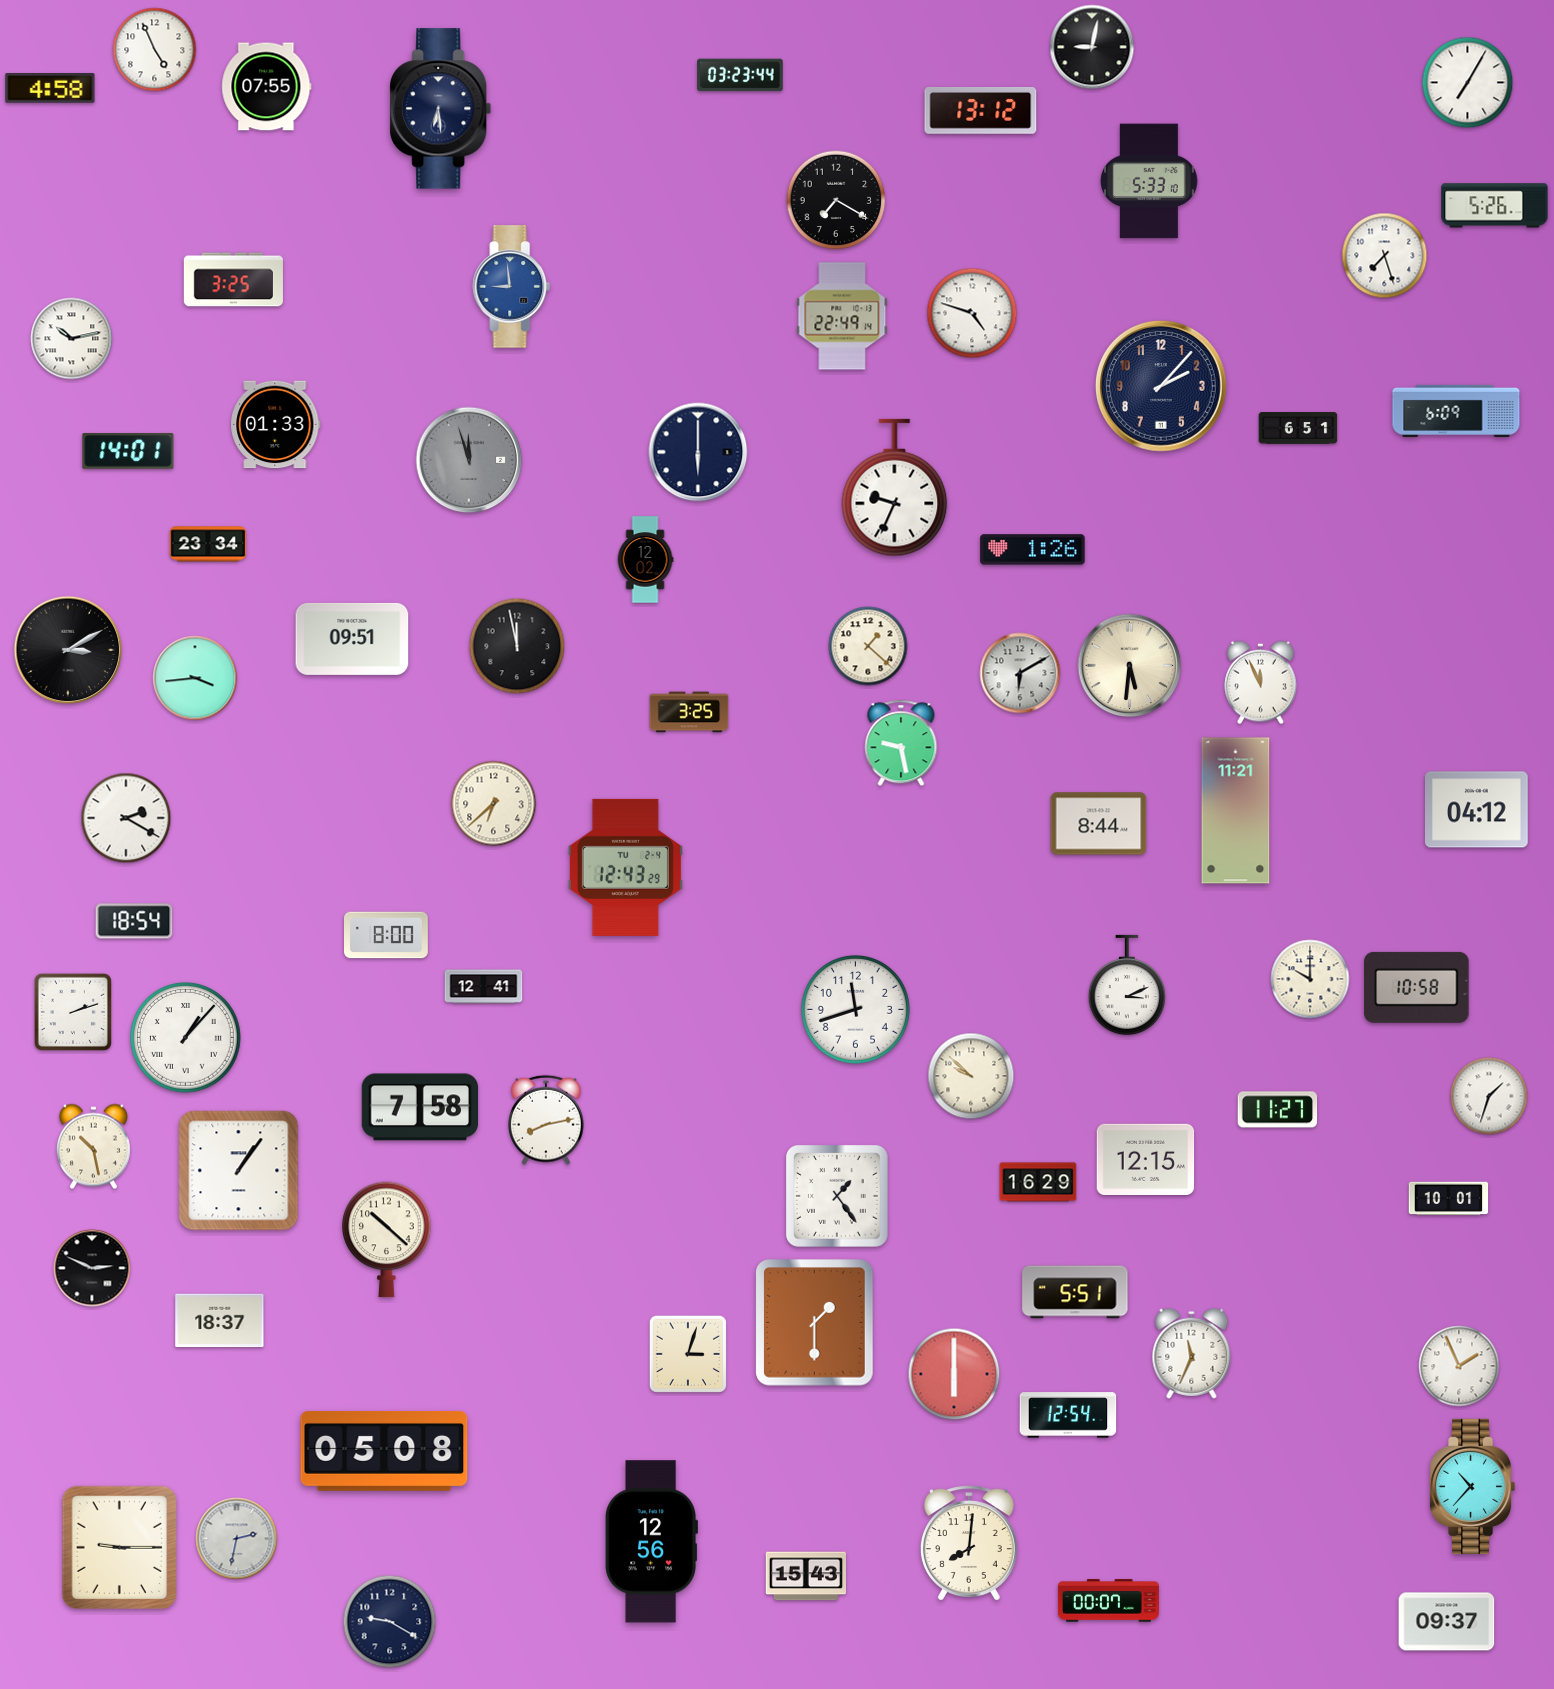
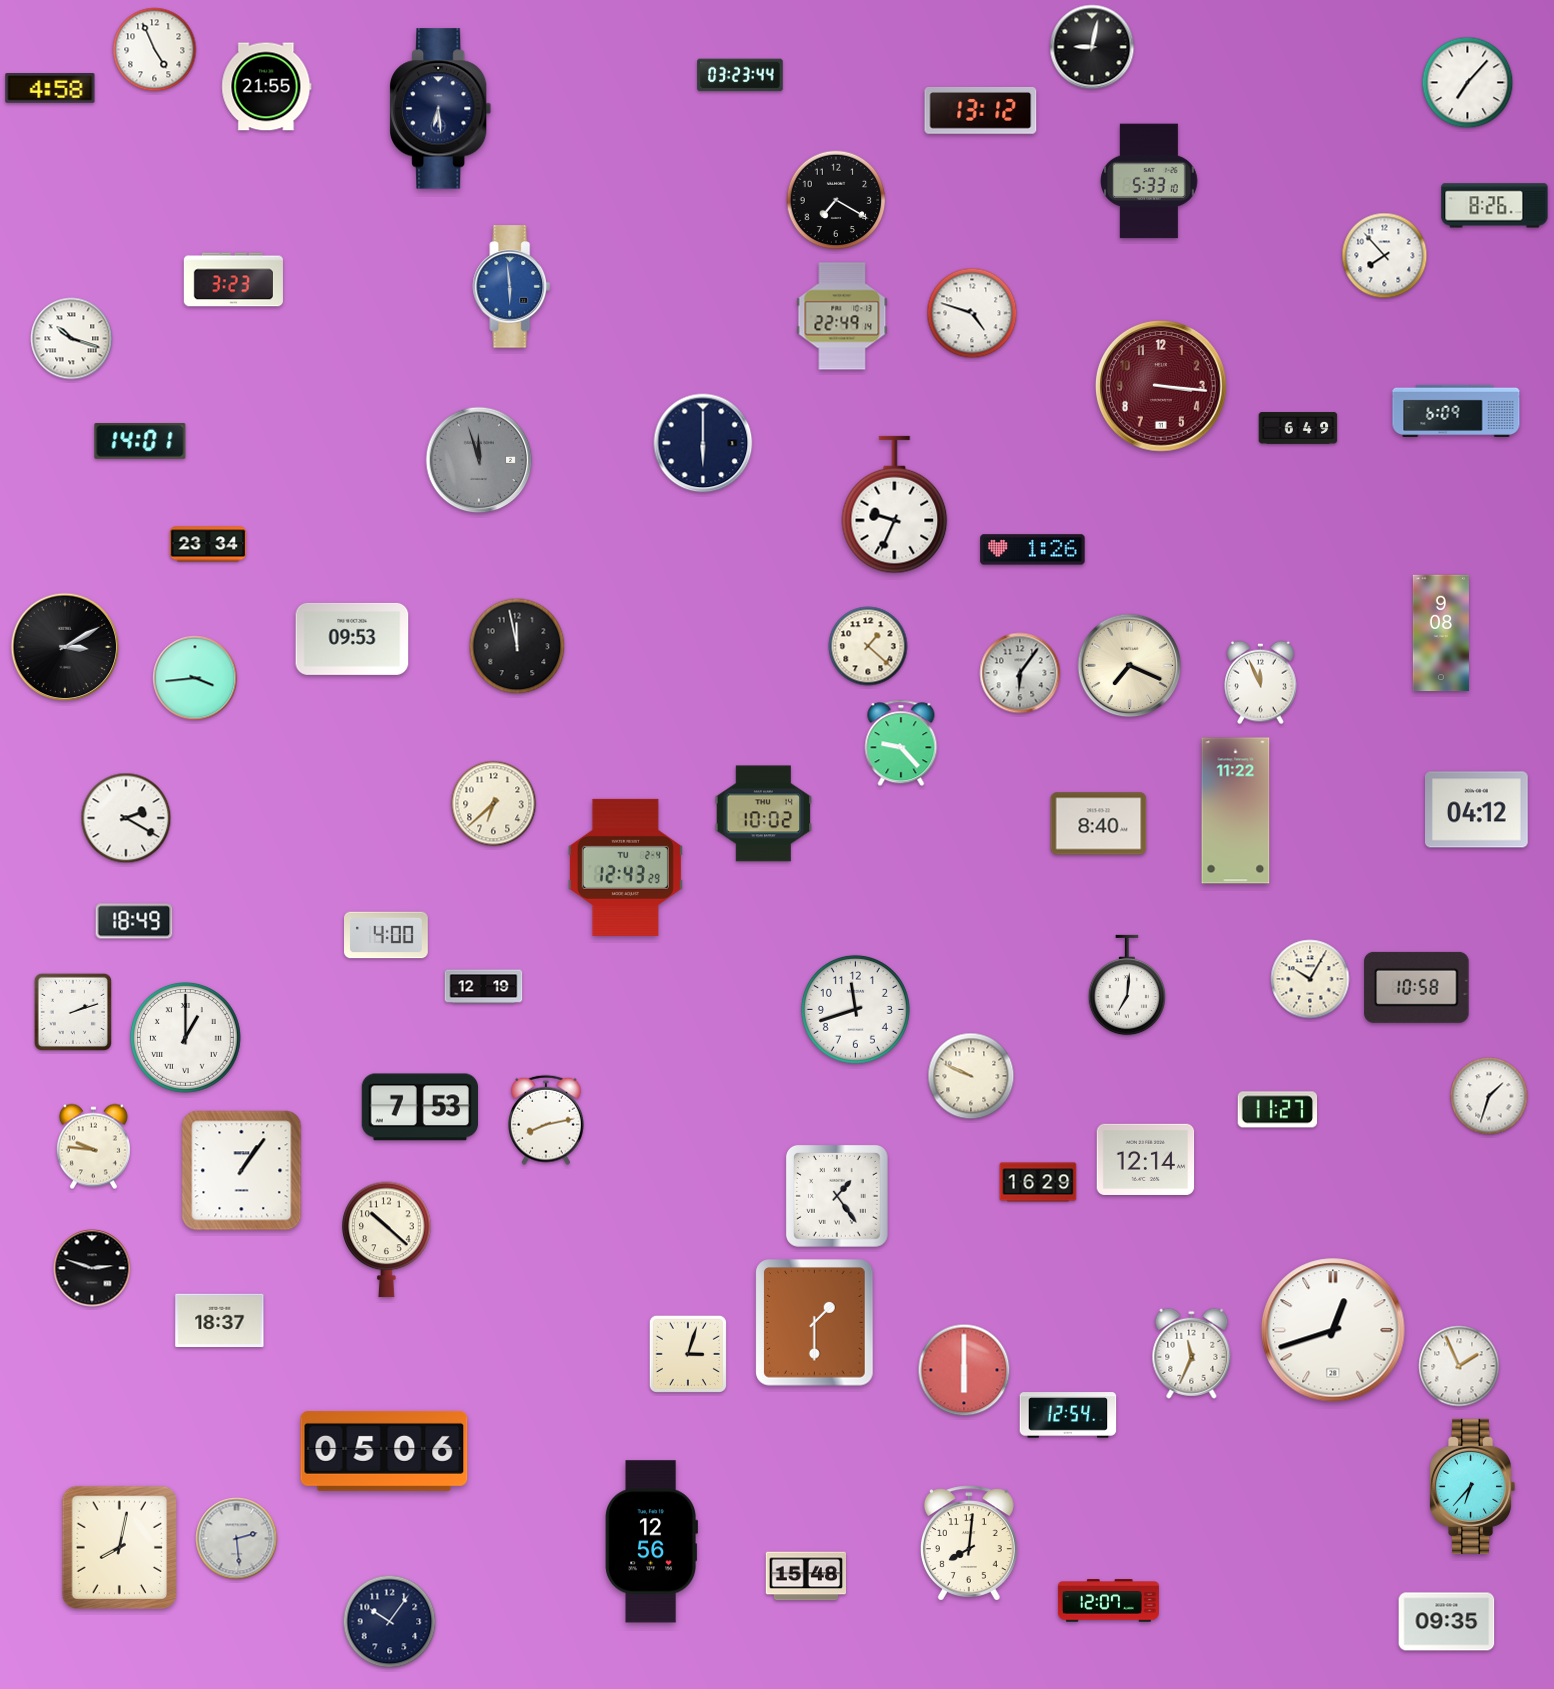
clock at (1468, 83): 7:05 -> 7:07
clock at (267, 87): 07:55 -> 21:55
clock at (1495, 206): 5:26 -> 8:26
clock at (1385, 256): 7:27 -> 7:53
clock at (233, 280): 3:25 -> 3:23
clock at (512, 287): 8:59 -> 5:59
clock at (72, 339): 10:13 -> 10:18
clock at (1161, 386): 2:07 -> 3:16
clock at (1161, 386) dial: navy -> burgundy
clock at (276, 425): 01:33 -> none
clock at (1298, 428): 6:51 -> 6:49
clock at (128, 451) position: (128, 451) -> (140, 441)
clock at (698, 452) position: (698, 452) -> (703, 443)
clock at (469, 460) position: (469, 460) -> (479, 460)
clock at (895, 488) position: (895, 488) -> (895, 505)
clock at (645, 560): 12:02 -> none
clock at (1441, 633): none -> 9:08
clock at (352, 639): 09:51 -> 09:53
clock at (68, 650) position: (68, 650) -> (65, 647)
clock at (1130, 666): 5:31 -> 7:19
clock at (1020, 673): 6:10 -> 6:06
clock at (689, 712): 3:25 -> none
clock at (901, 743): 9:28 -> 9:23
clock at (1236, 811): 11:21 -> 11:22
clock at (764, 814): none -> 10:02
clock at (1099, 824): 8:44 -> 8:40
clock at (134, 921): 18:54 -> 18:49
clock at (387, 935): 8:00 -> 4:00
clock at (1310, 979): 10:00 -> 10:05
clock at (1126, 985): 3:11 -> 7:01
clock at (484, 987): 12:41 -> 12:19
clock at (185, 1037): 1:07 -> 1:00
clock at (971, 1076): 9:52 -> 9:49
clock at (419, 1107): 7:58 -> 7:53
clock at (93, 1147): 10:28 -> 9:46
clock at (1146, 1159): 12:15 -> 12:14
clock at (239, 1171) position: (239, 1171) -> (242, 1171)
clock at (1449, 1199): 10:01 -> none
clock at (92, 1268): 2:49 -> 2:48
clock at (1075, 1292): 5:51 -> none
clock at (1333, 1330): none -> 12:42
clock at (954, 1374) position: (954, 1374) -> (964, 1370)
clock at (384, 1452): 05:08 -> 05:06
clock at (1472, 1486): 10:37 -> 6:37
clock at (237, 1539): 2:32 -> 2:29
clock at (120, 1548): 9:15 -> 8:02
clock at (805, 1576): 15:43 -> 15:48
clock at (1108, 1601): 00:07 -> 12:07
clock at (390, 1622): 9:20 -> 10:06
clock at (1447, 1622): 09:37 -> 09:35
